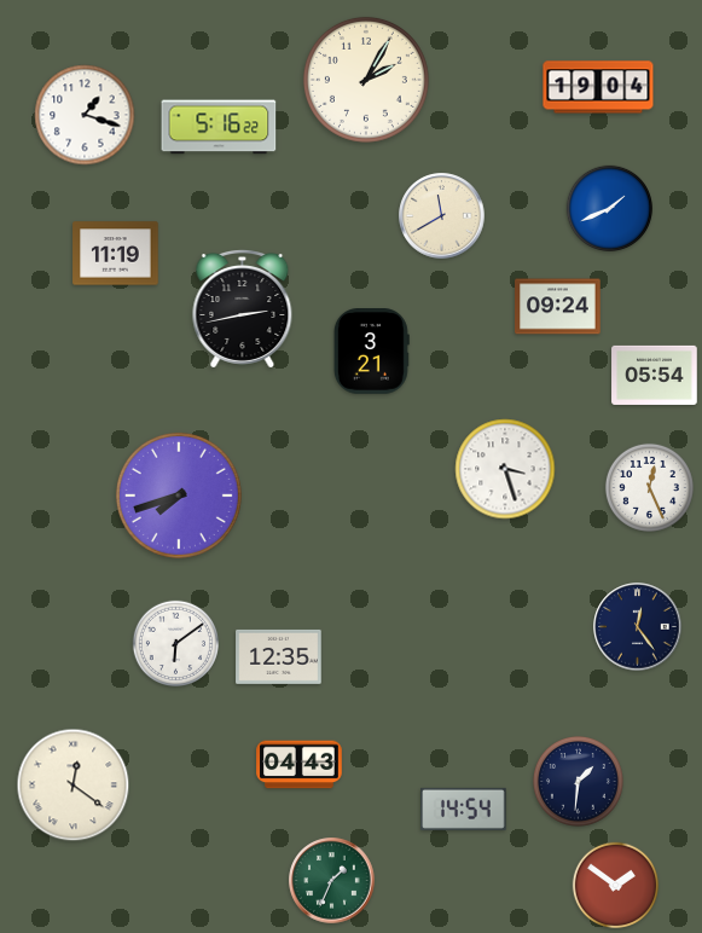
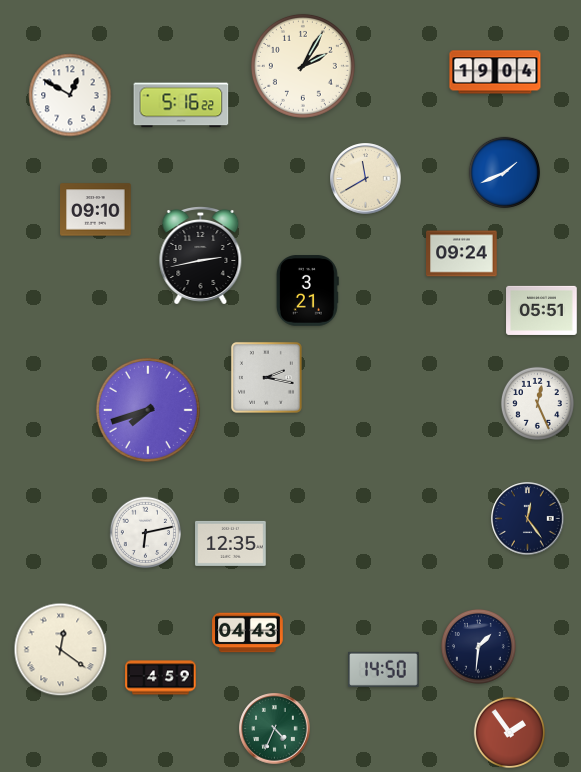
clock at (85, 115): 1:18 -> 12:50
clock at (116, 254): 11:19 -> 09:10
clock at (655, 375): 05:54 -> 05:51
clock at (266, 377): none -> 2:17
clock at (505, 469): 3:27 -> none
clock at (175, 643): 6:09 -> 6:13
clock at (464, 809): 14:54 -> 14:50
clock at (161, 678): none -> 4:59
clock at (332, 881): 1:34 -> 4:34
clock at (615, 885): 1:51 -> 1:54
